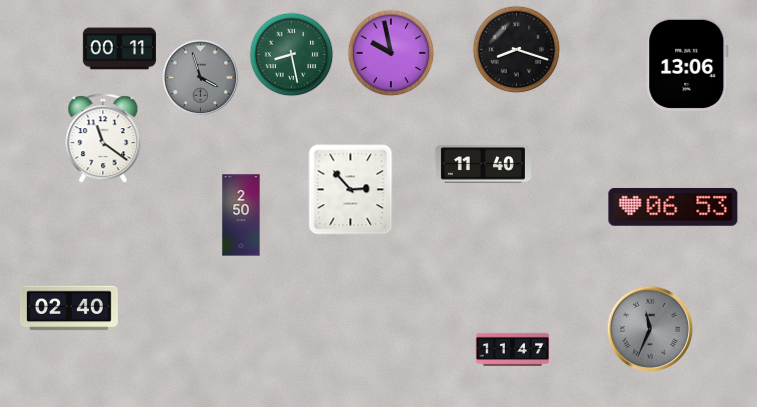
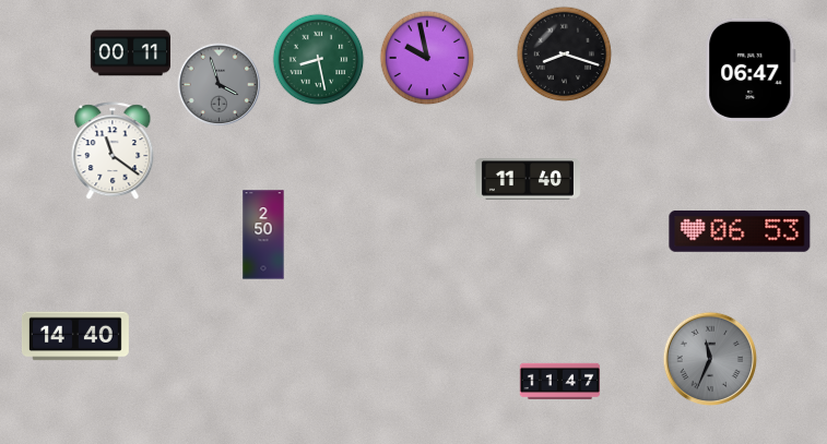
clock at (687, 64): 13:06 -> 06:47
clock at (351, 190): 2:53 -> none
clock at (673, 207) position: (673, 207) -> (740, 231)
clock at (69, 308): 02:40 -> 14:40
